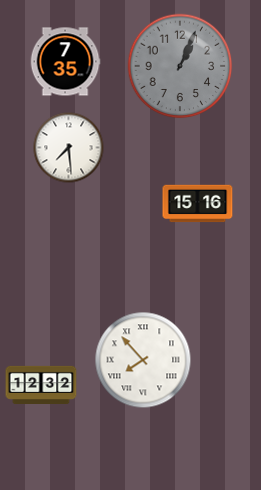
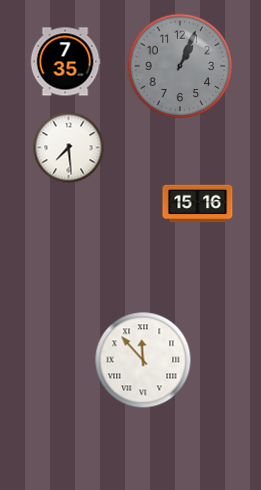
clock at (143, 360): 7:53 -> 11:53
clock at (41, 384): 12:32 -> none
